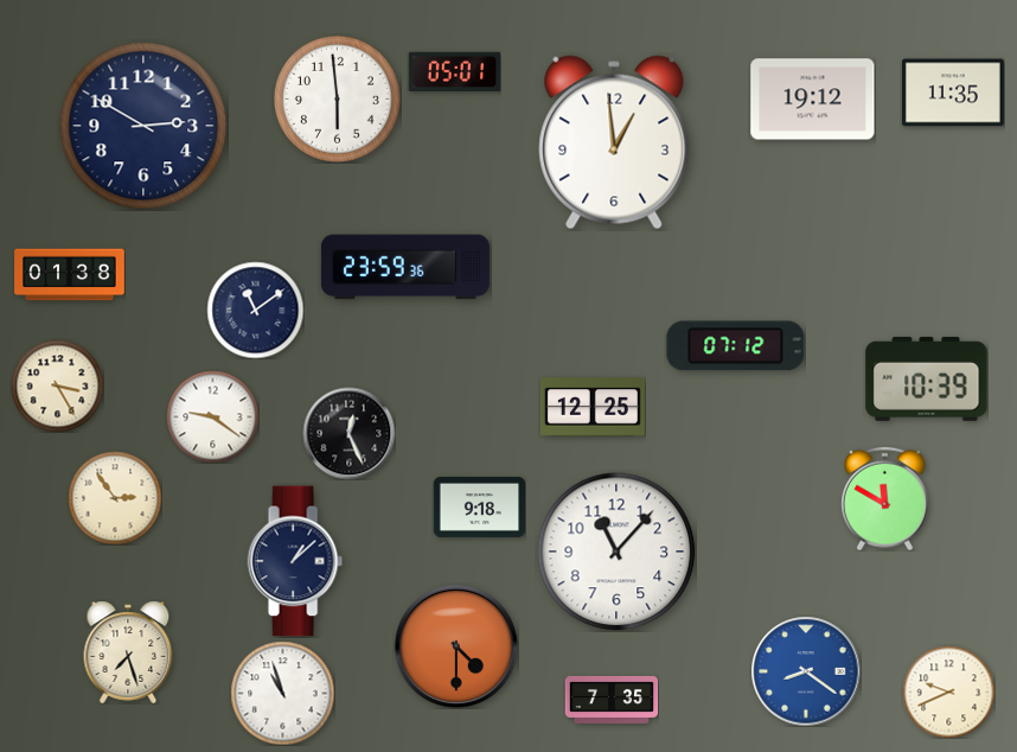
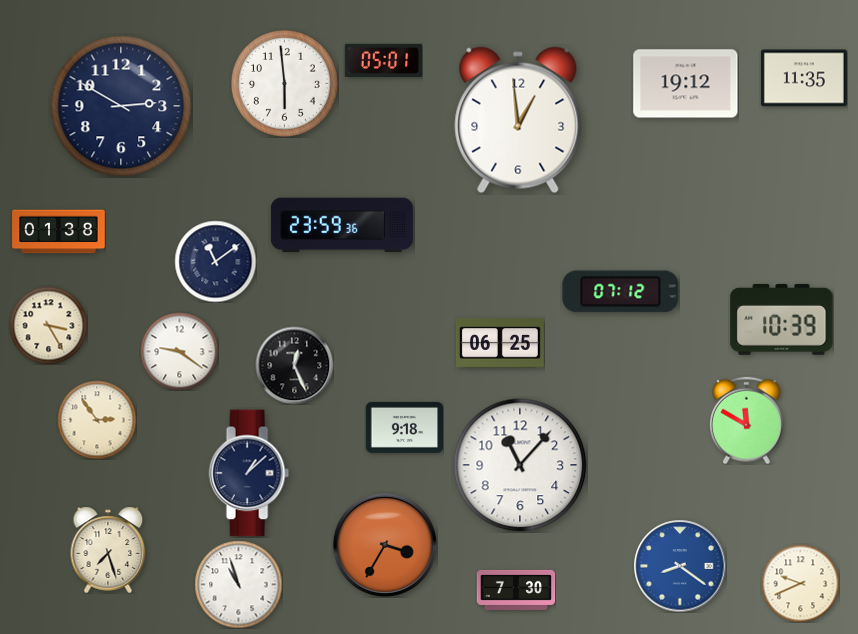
clock at (593, 407): 12:25 -> 06:25
clock at (456, 646): 4:30 -> 3:35
clock at (612, 700): 7:35 -> 7:30
